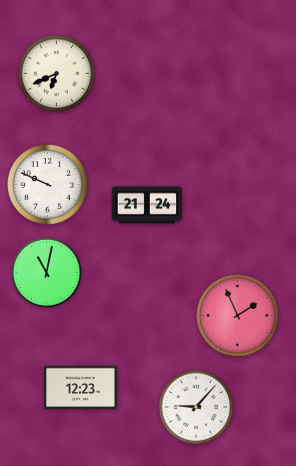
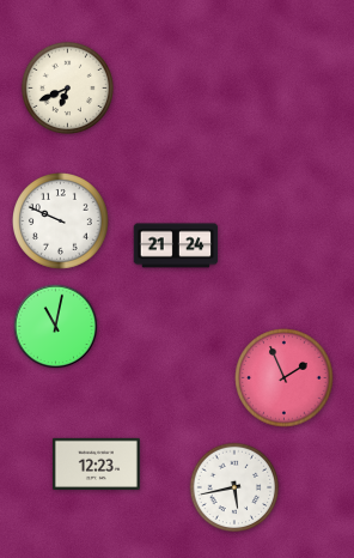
clock at (48, 185) position: (48, 185) -> (61, 222)
clock at (196, 407): 9:07 -> 5:43
